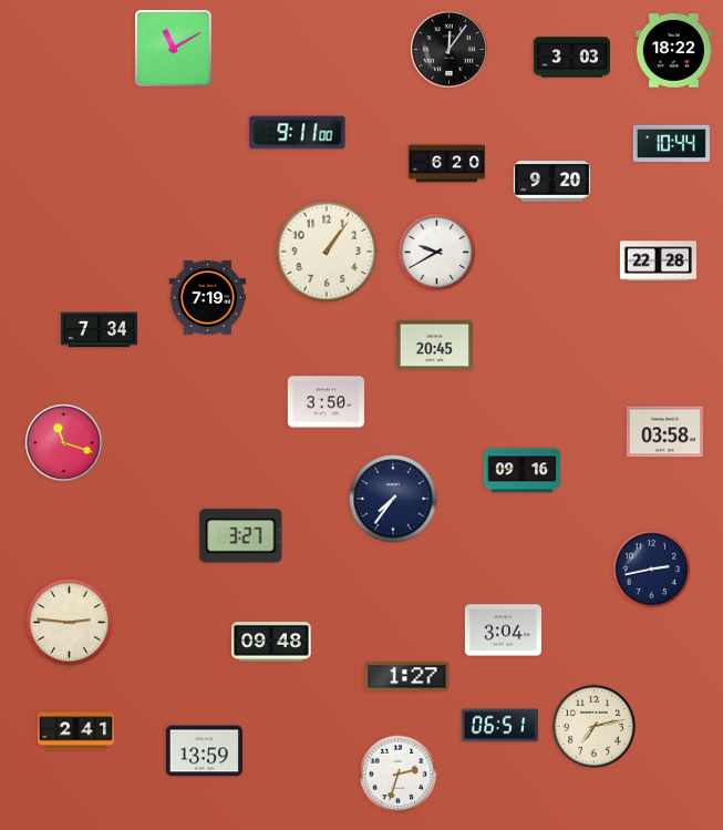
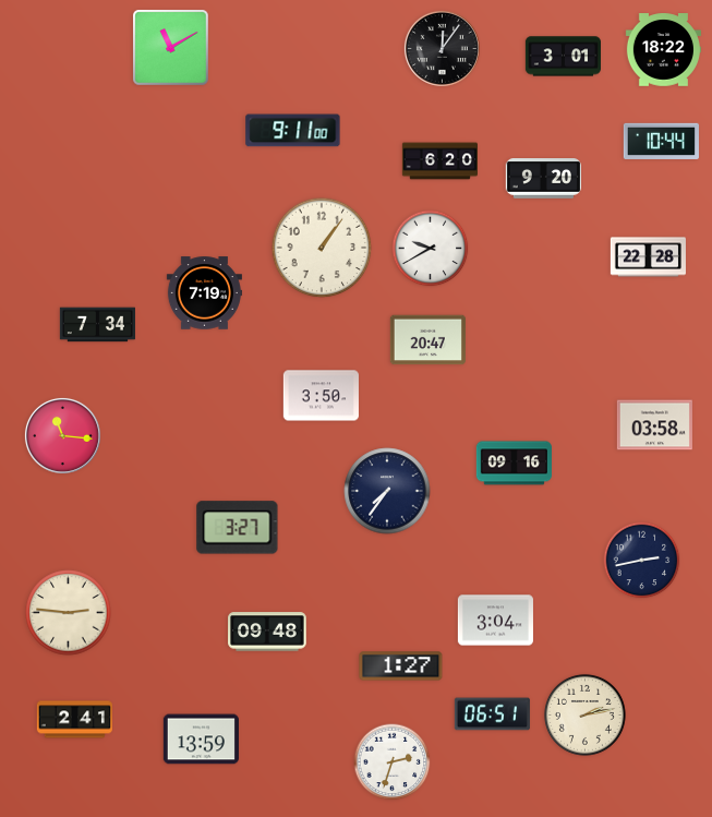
clock at (571, 58): 3:03 -> 3:01
clock at (434, 346): 20:45 -> 20:47
clock at (63, 442): 11:18 -> 11:16
clock at (593, 726): 7:13 -> 2:13
